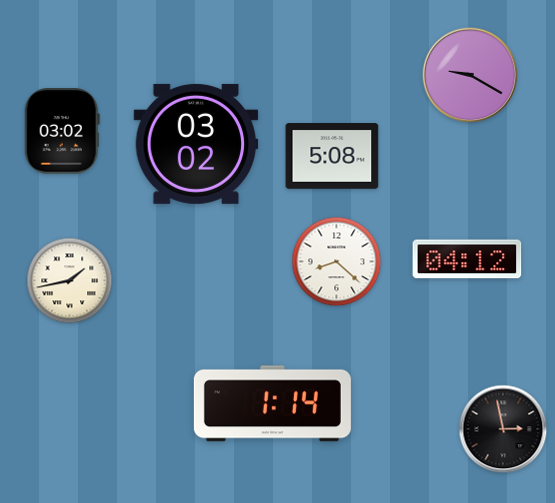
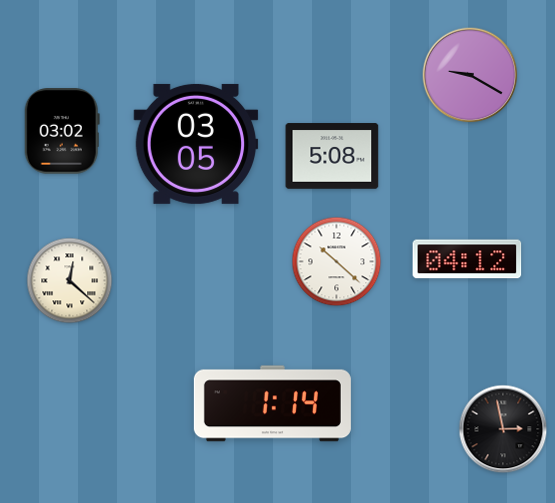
clock at (196, 144): 03:02 -> 03:05
clock at (337, 262): 8:22 -> 10:22
clock at (70, 281): 1:43 -> 12:22
